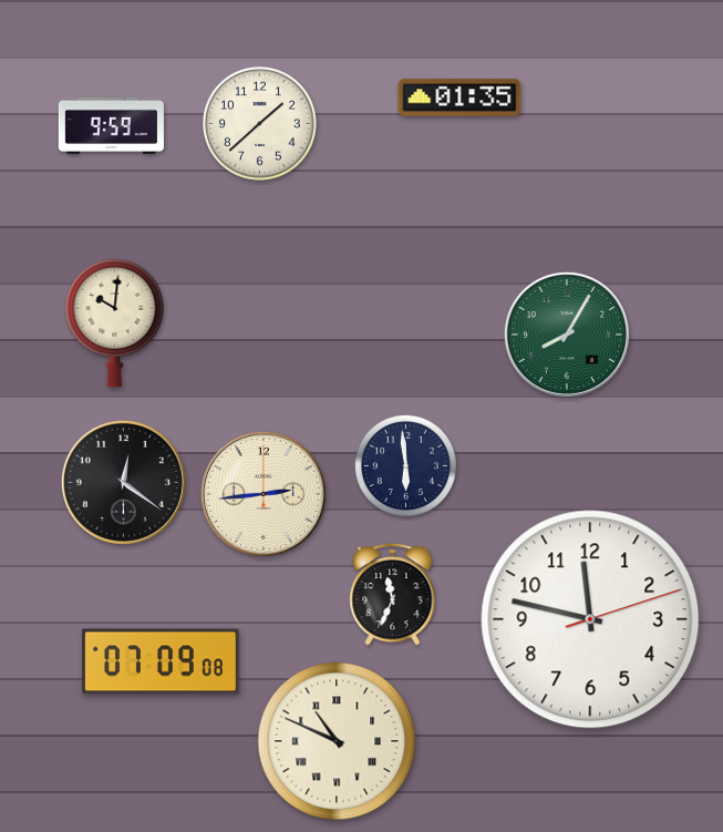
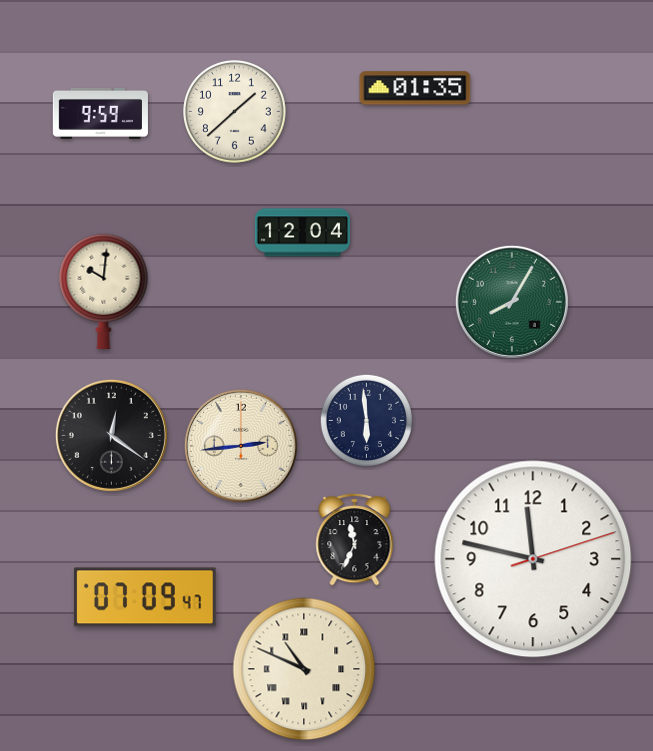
clock at (302, 233): none -> 12:04
clock at (264, 494) position: (264, 494) -> (241, 446)
clock at (393, 594) position: (393, 594) -> (355, 539)
clock at (162, 661): 07:09:08 -> 07:09:47
